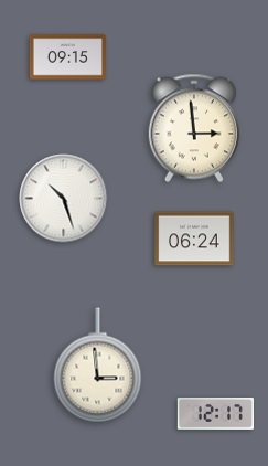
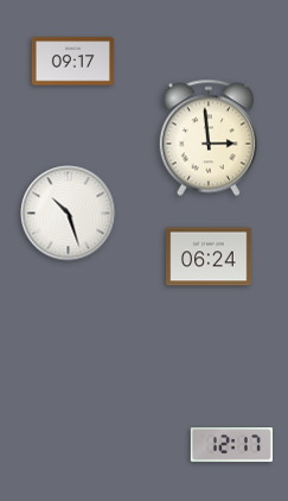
clock at (67, 57): 09:15 -> 09:17
clock at (98, 366): 2:59 -> none
